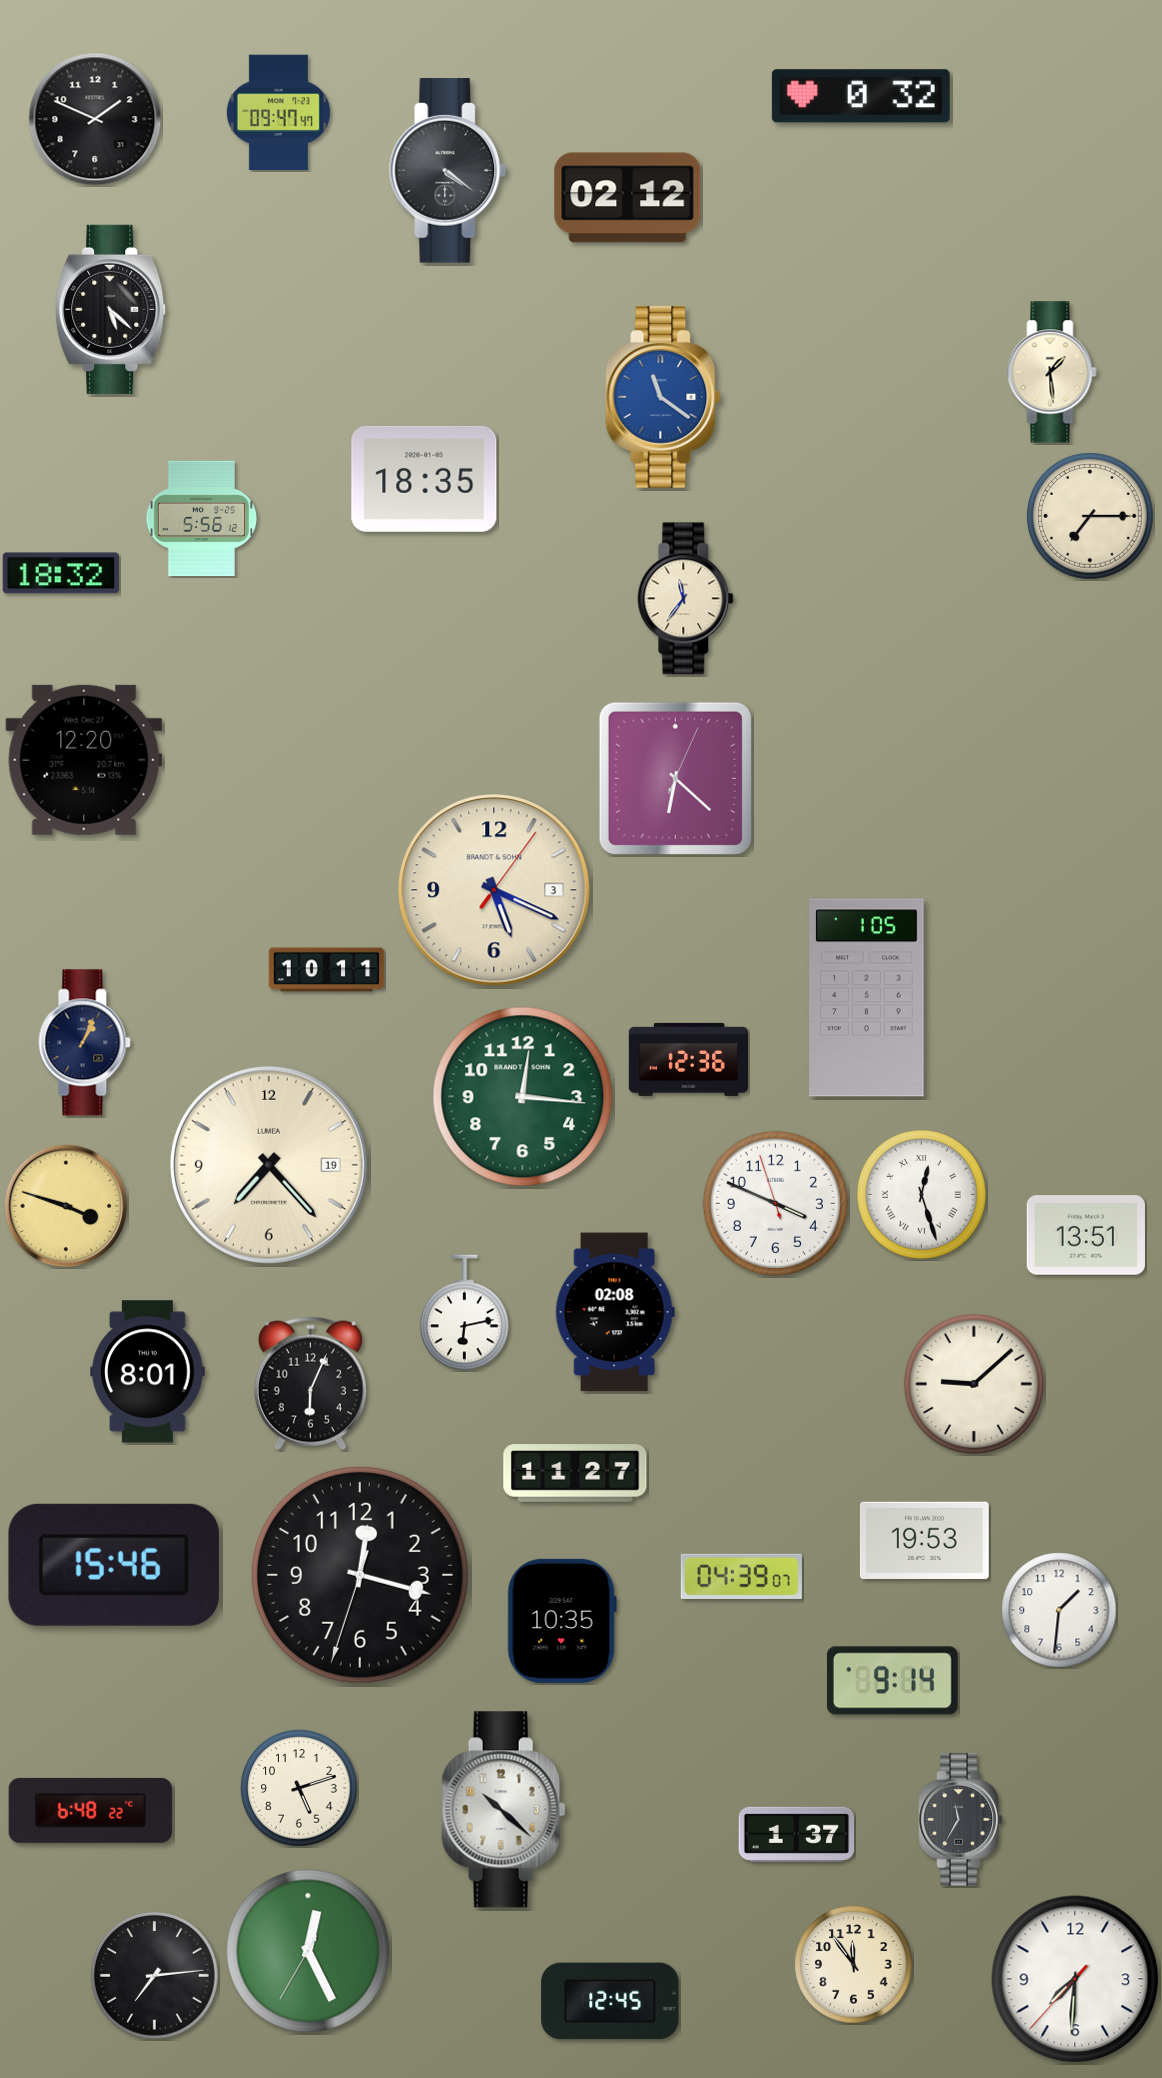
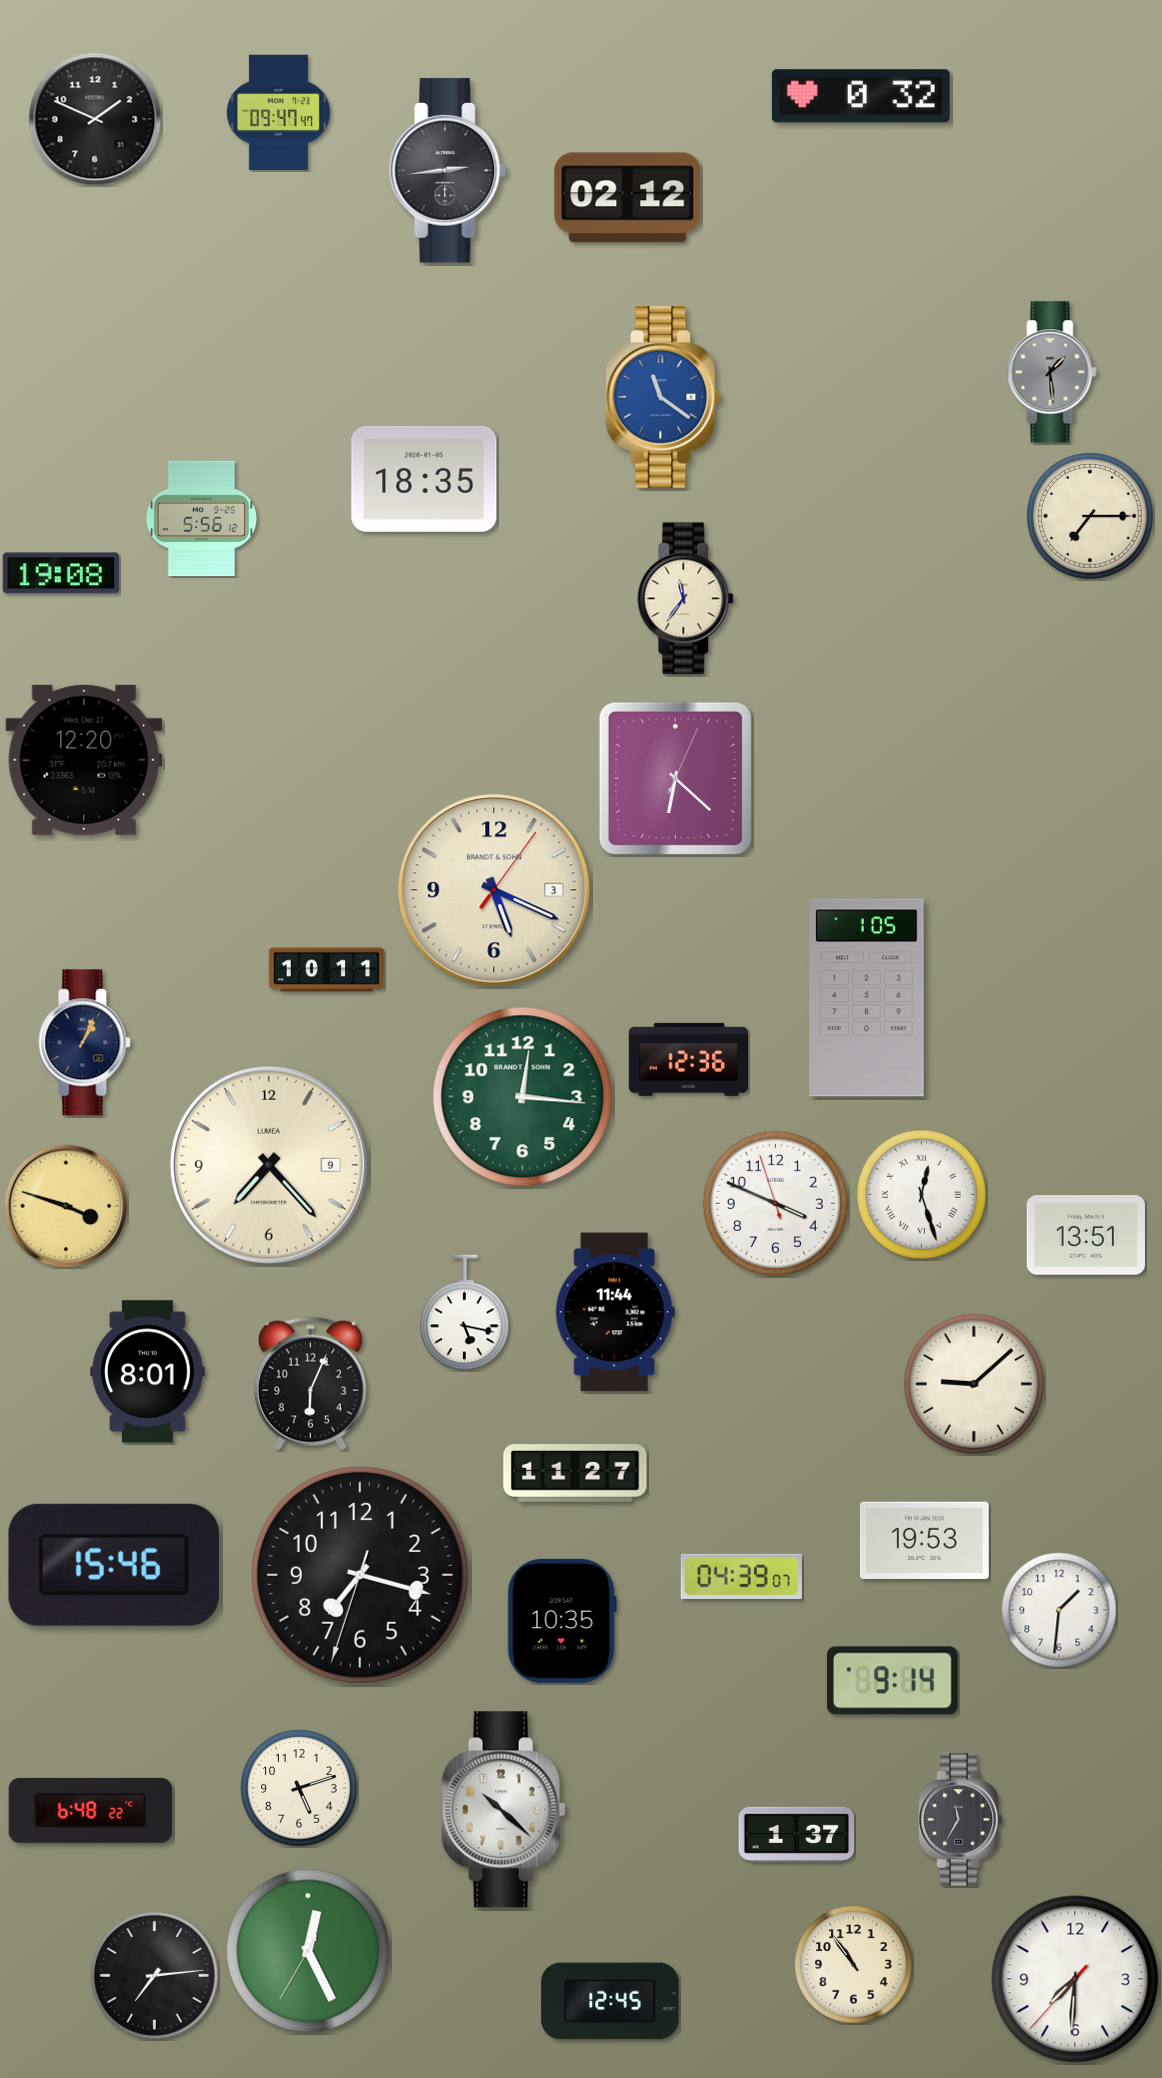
clock at (448, 171): 4:21 -> 2:44
clock at (111, 309): 5:22 -> none
clock at (1052, 372) dial: cream -> grey
clock at (60, 573): 18:32 -> 19:08
clock at (269, 1165) date: 19 -> 9
clock at (615, 1312): 02:08 -> 11:44
clock at (465, 1313): 6:13 -> 5:17
clock at (360, 1575): 12:17 -> 7:17
clock at (854, 1965): 11:54 -> 10:54
